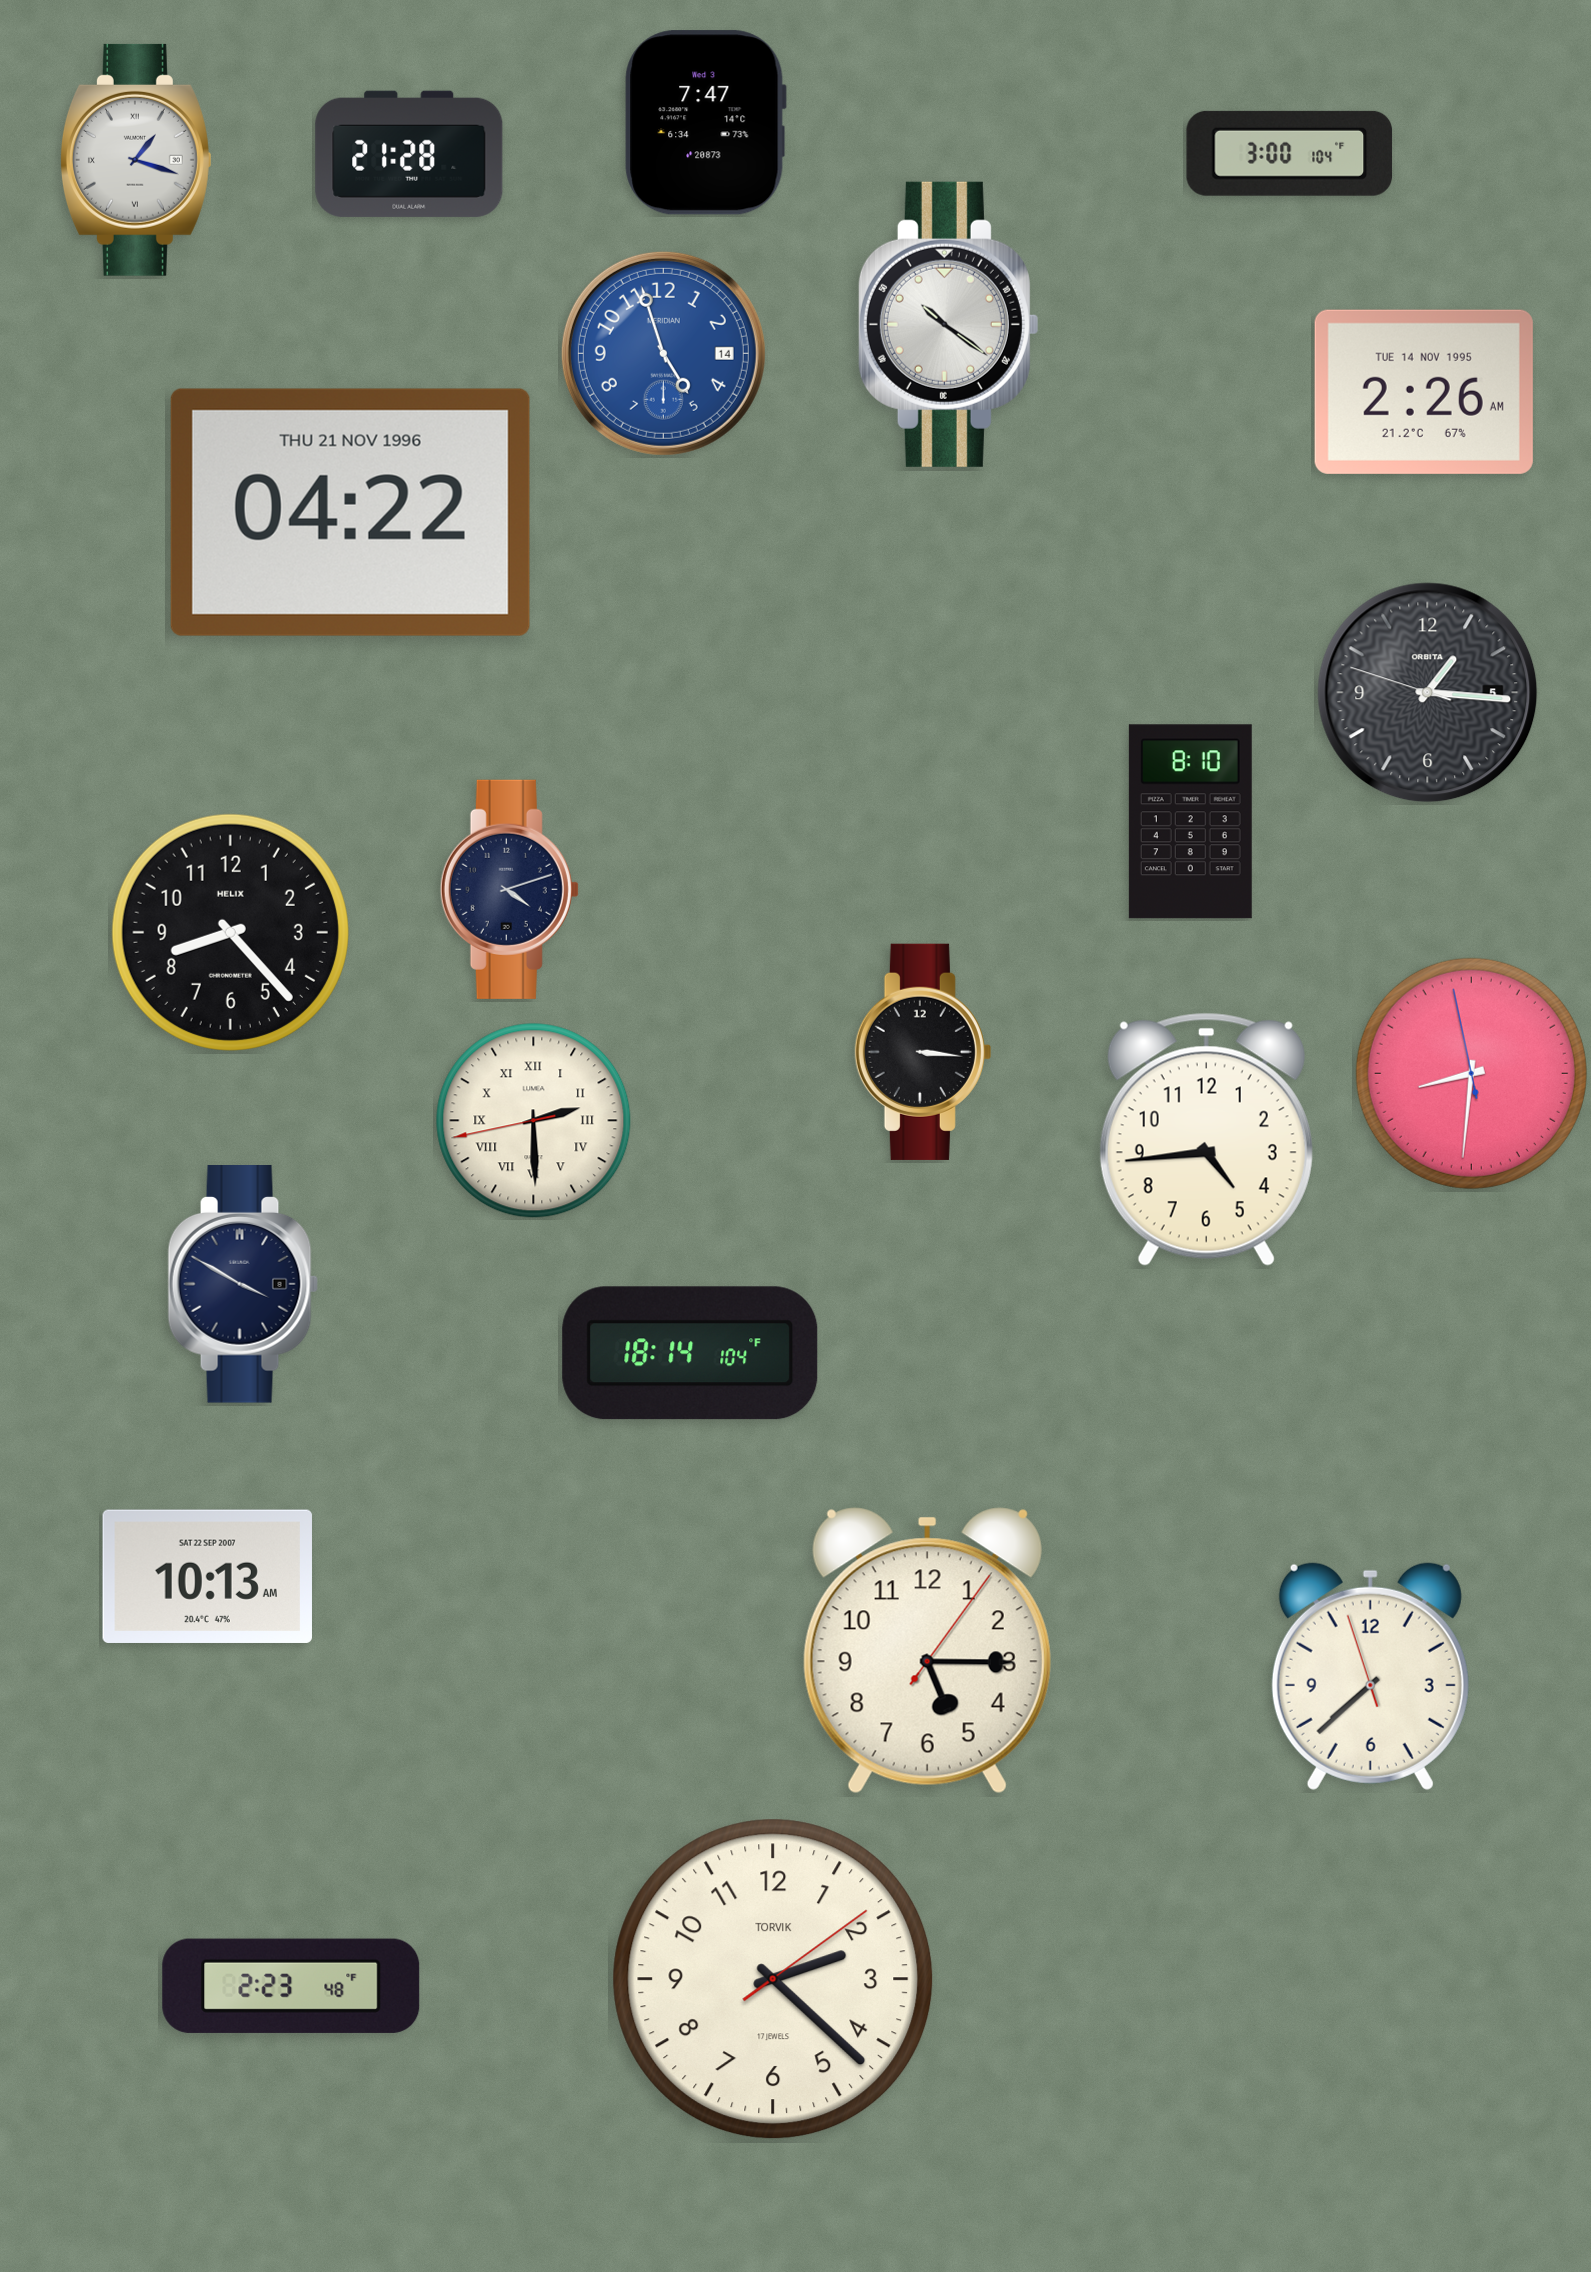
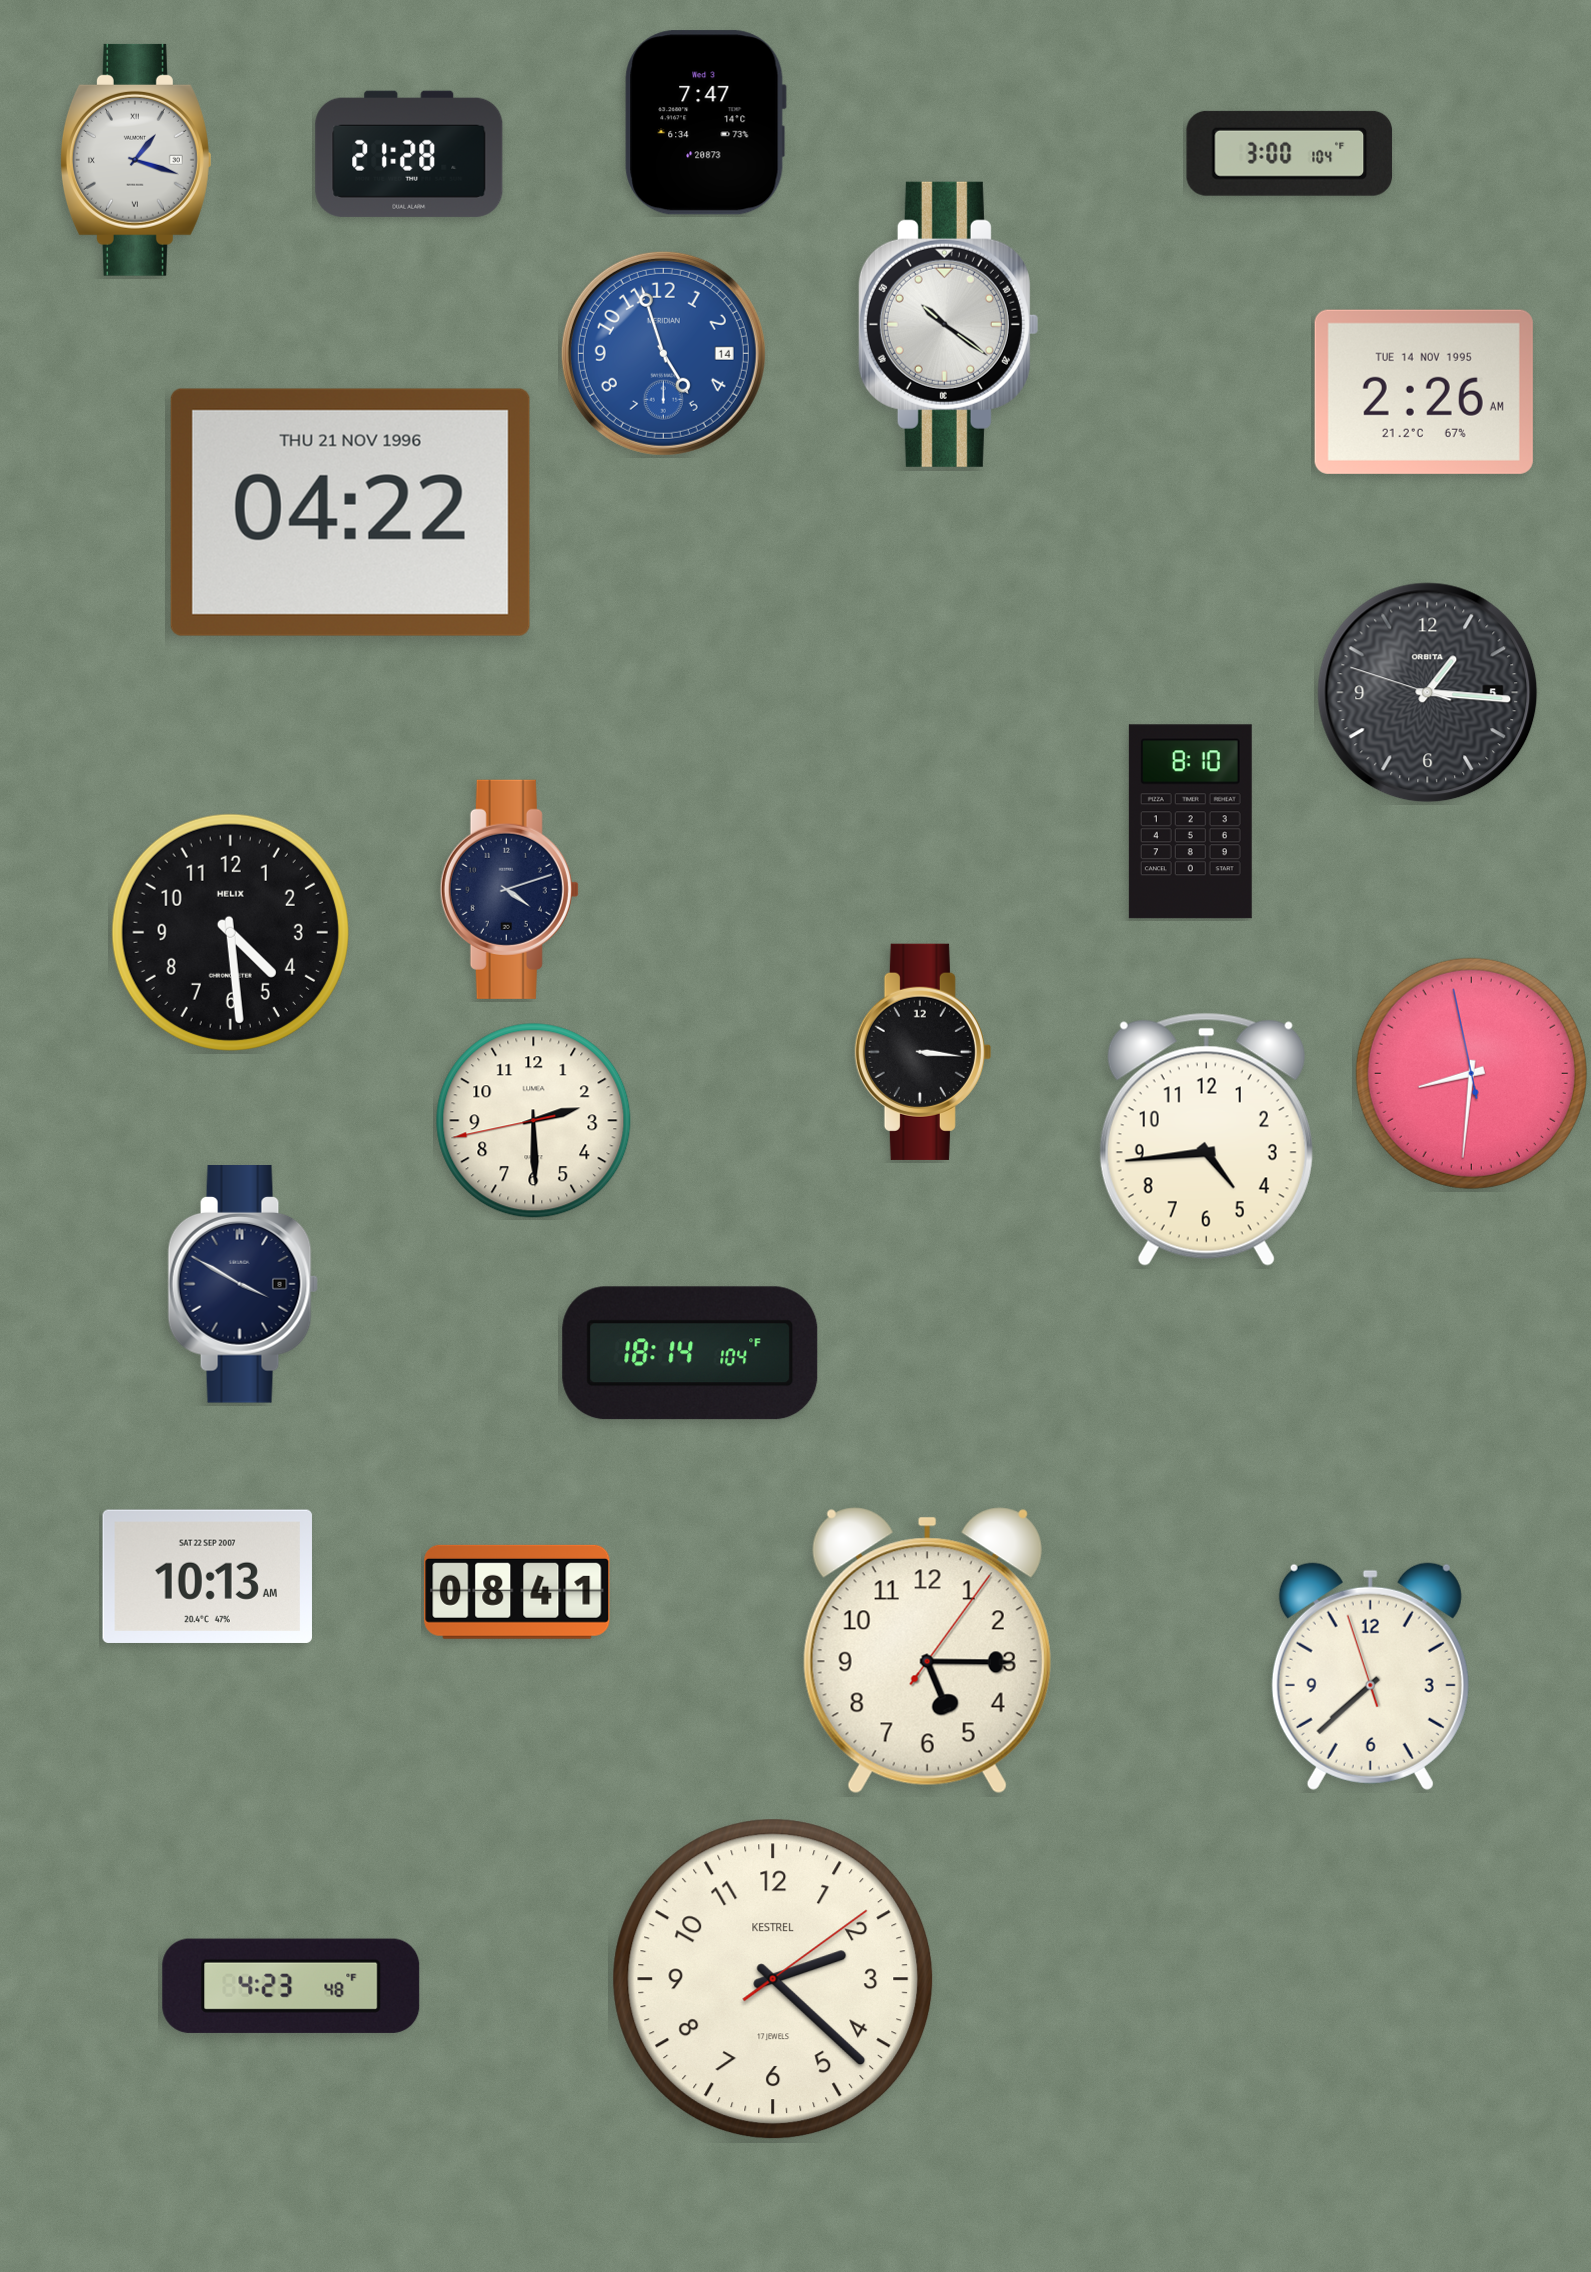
clock at (230, 932): 8:23 -> 4:29
clock at (534, 1121) numerals: Roman -> Arabic
clock at (517, 1592): none -> 08:41
clock at (773, 1979) brand: TORVIK -> KESTREL
clock at (291, 1986): 2:23 -> 4:23
